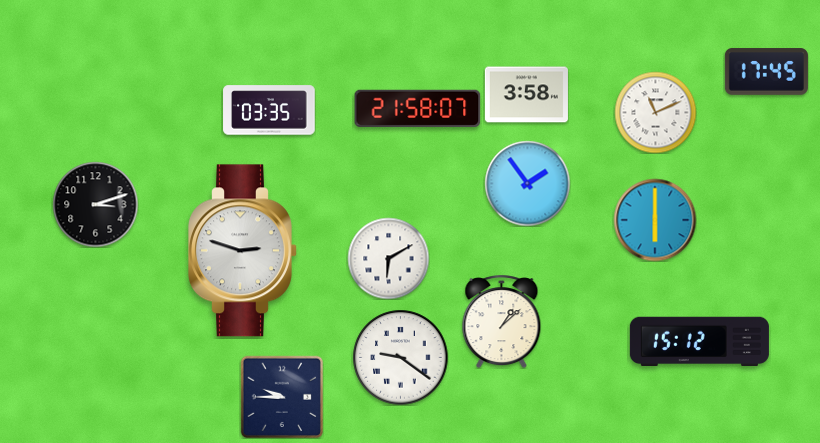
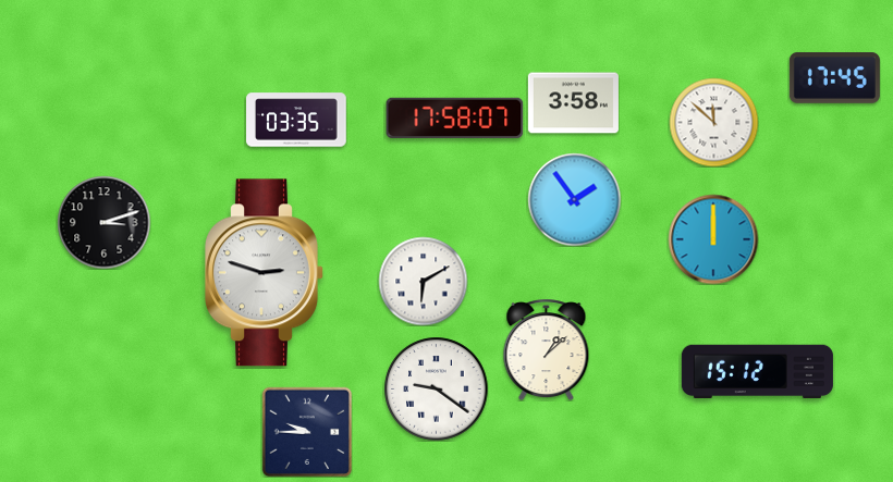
clock at (418, 108): 21:58 -> 17:58
clock at (269, 110) position: (269, 110) -> (296, 120)
clock at (655, 112): 11:11 -> 11:52
clock at (655, 220): 6:00 -> 12:00
clock at (699, 341) position: (699, 341) -> (757, 371)
